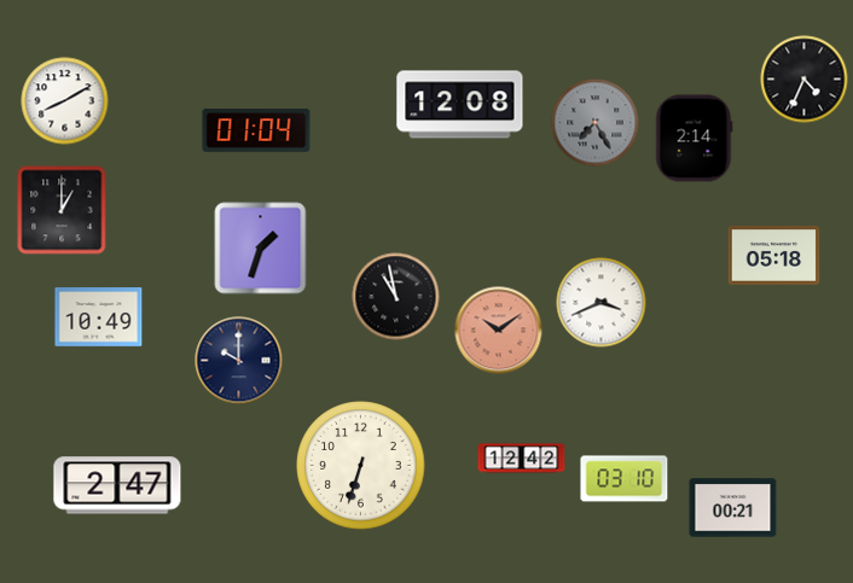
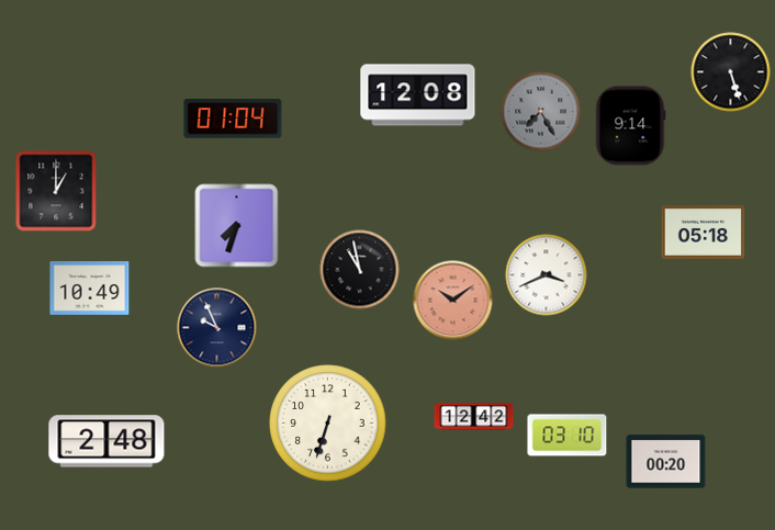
clock at (805, 80): 4:34 -> 5:27
clock at (65, 101): 8:10 -> none
clock at (694, 139): 2:14 -> 9:14
clock at (261, 249): 1:33 -> 7:33
clock at (239, 361): 10:00 -> 9:56
clock at (117, 485): 2:47 -> 2:48
clock at (733, 508): 00:21 -> 00:20
